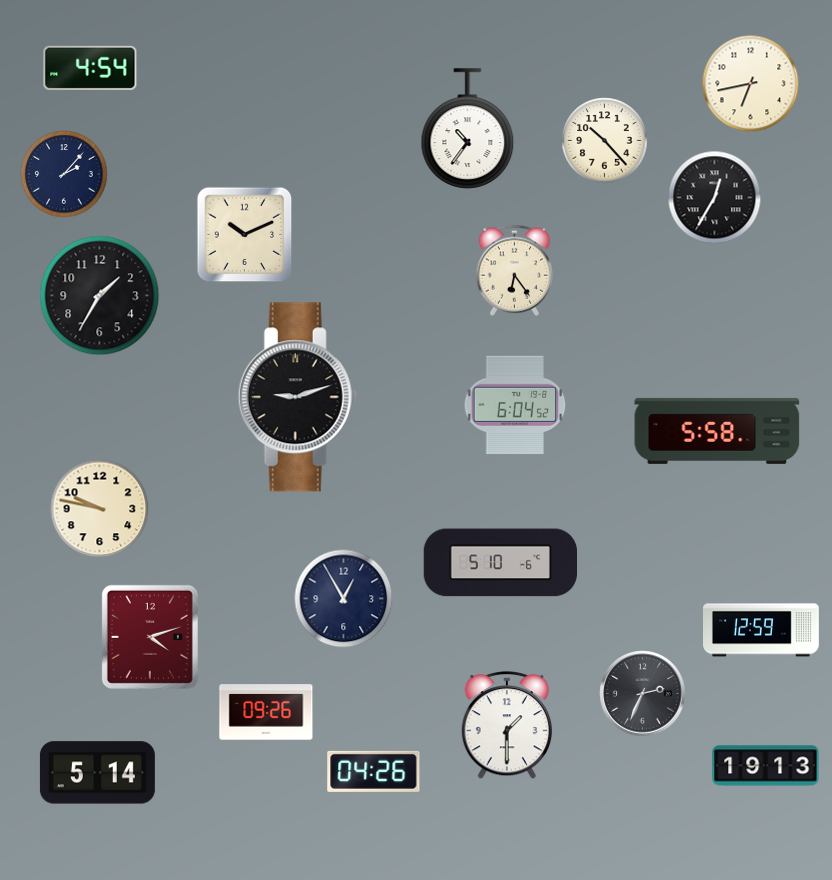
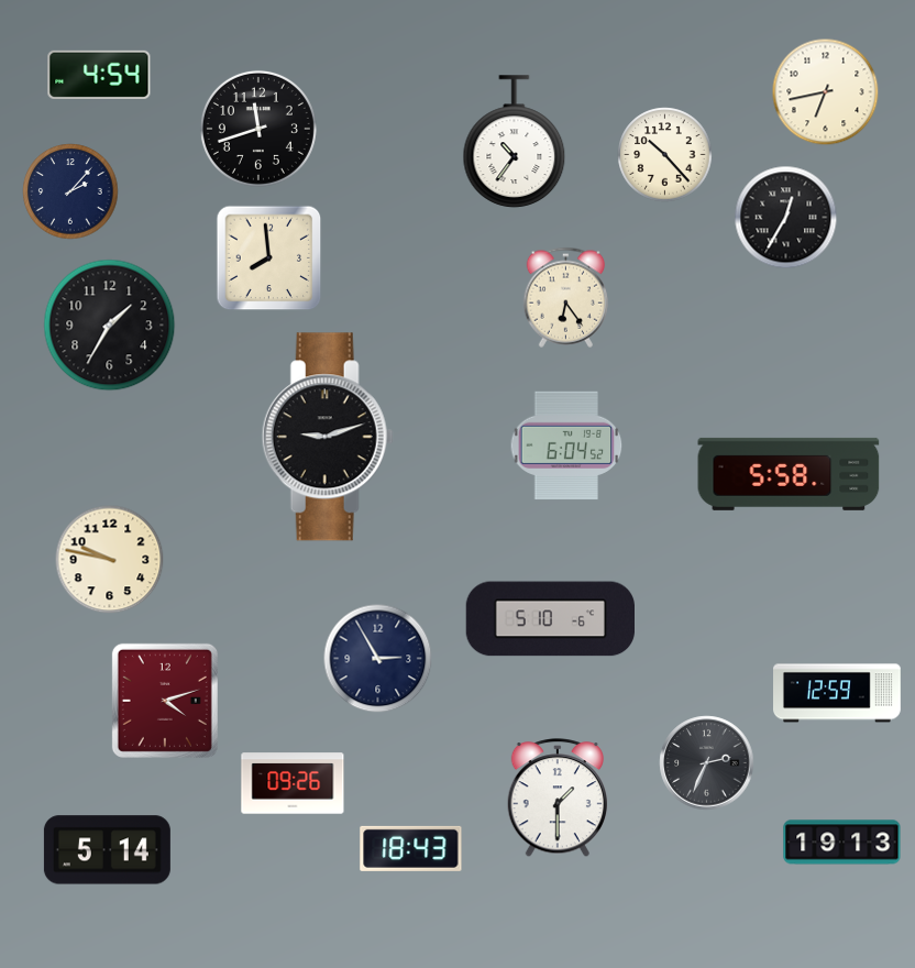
clock at (258, 129): none -> 11:42
clock at (245, 235): 10:11 -> 7:59
clock at (344, 599): 12:55 -> 2:55
clock at (374, 771): 04:26 -> 18:43
